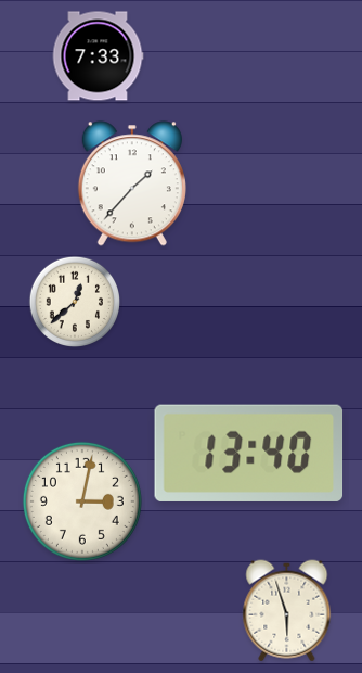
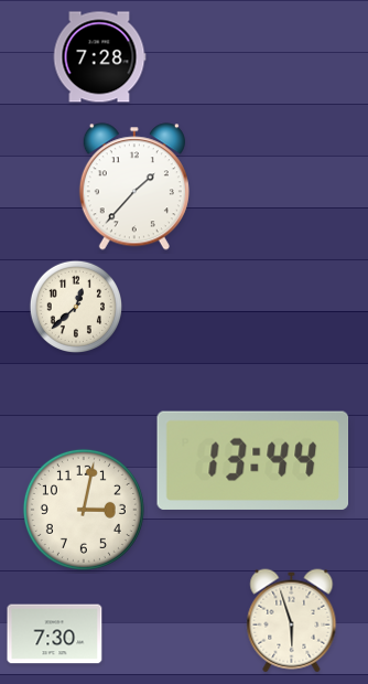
clock at (98, 56): 7:33 -> 7:28
clock at (249, 453): 13:40 -> 13:44
clock at (55, 634): none -> 7:30
